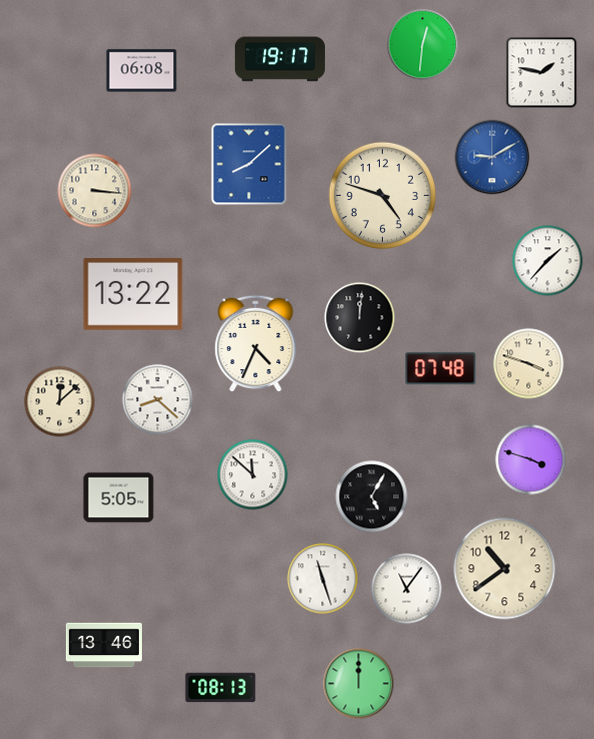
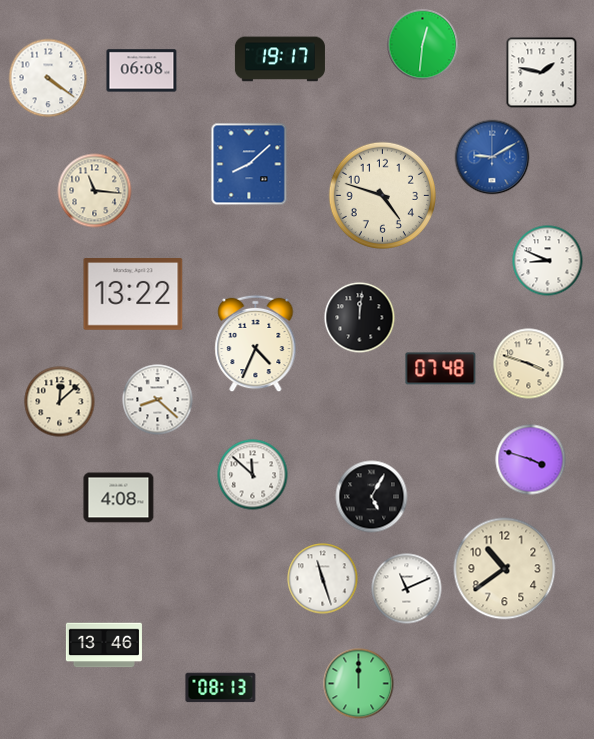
clock at (48, 78): none -> 4:21
clock at (95, 191): 3:16 -> 11:16
clock at (548, 261): 1:37 -> 8:49
clock at (119, 498): 5:05 -> 4:08
clock at (407, 589): 11:06 -> 11:11
